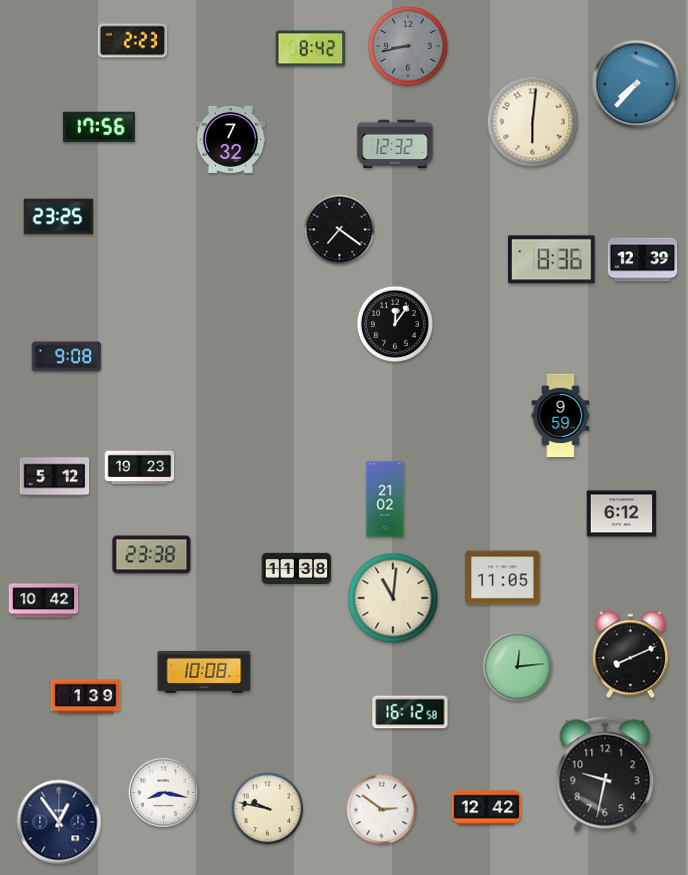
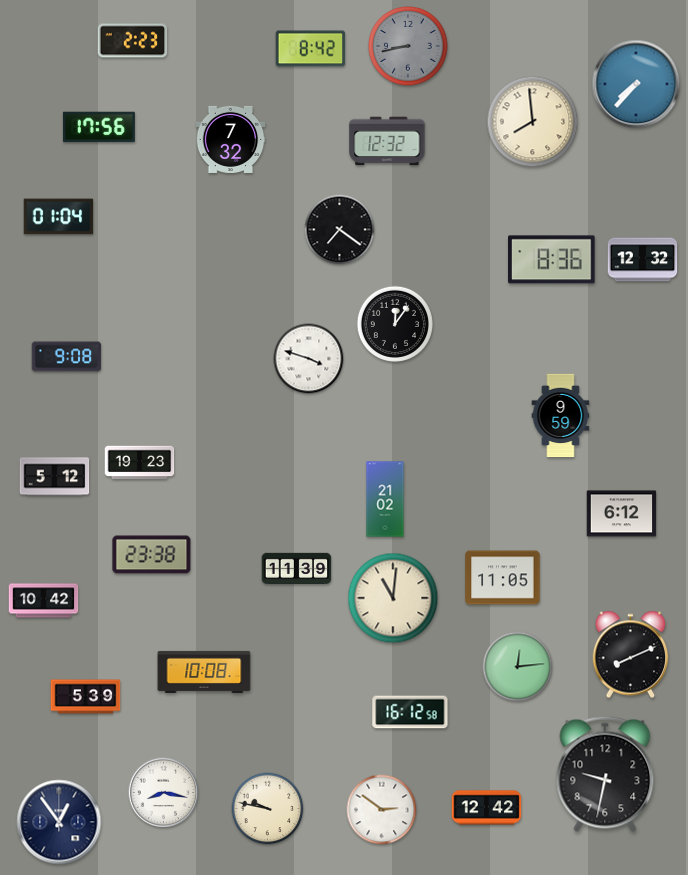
clock at (533, 122): 6:01 -> 7:59
clock at (395, 144) position: (395, 144) -> (387, 141)
clock at (59, 217): 23:25 -> 01:04
clock at (643, 260): 12:39 -> 12:32
clock at (309, 359): none -> 3:48
clock at (140, 468) position: (140, 468) -> (140, 463)
clock at (297, 568): 11:38 -> 11:39
clock at (86, 697): 1:39 -> 5:39
